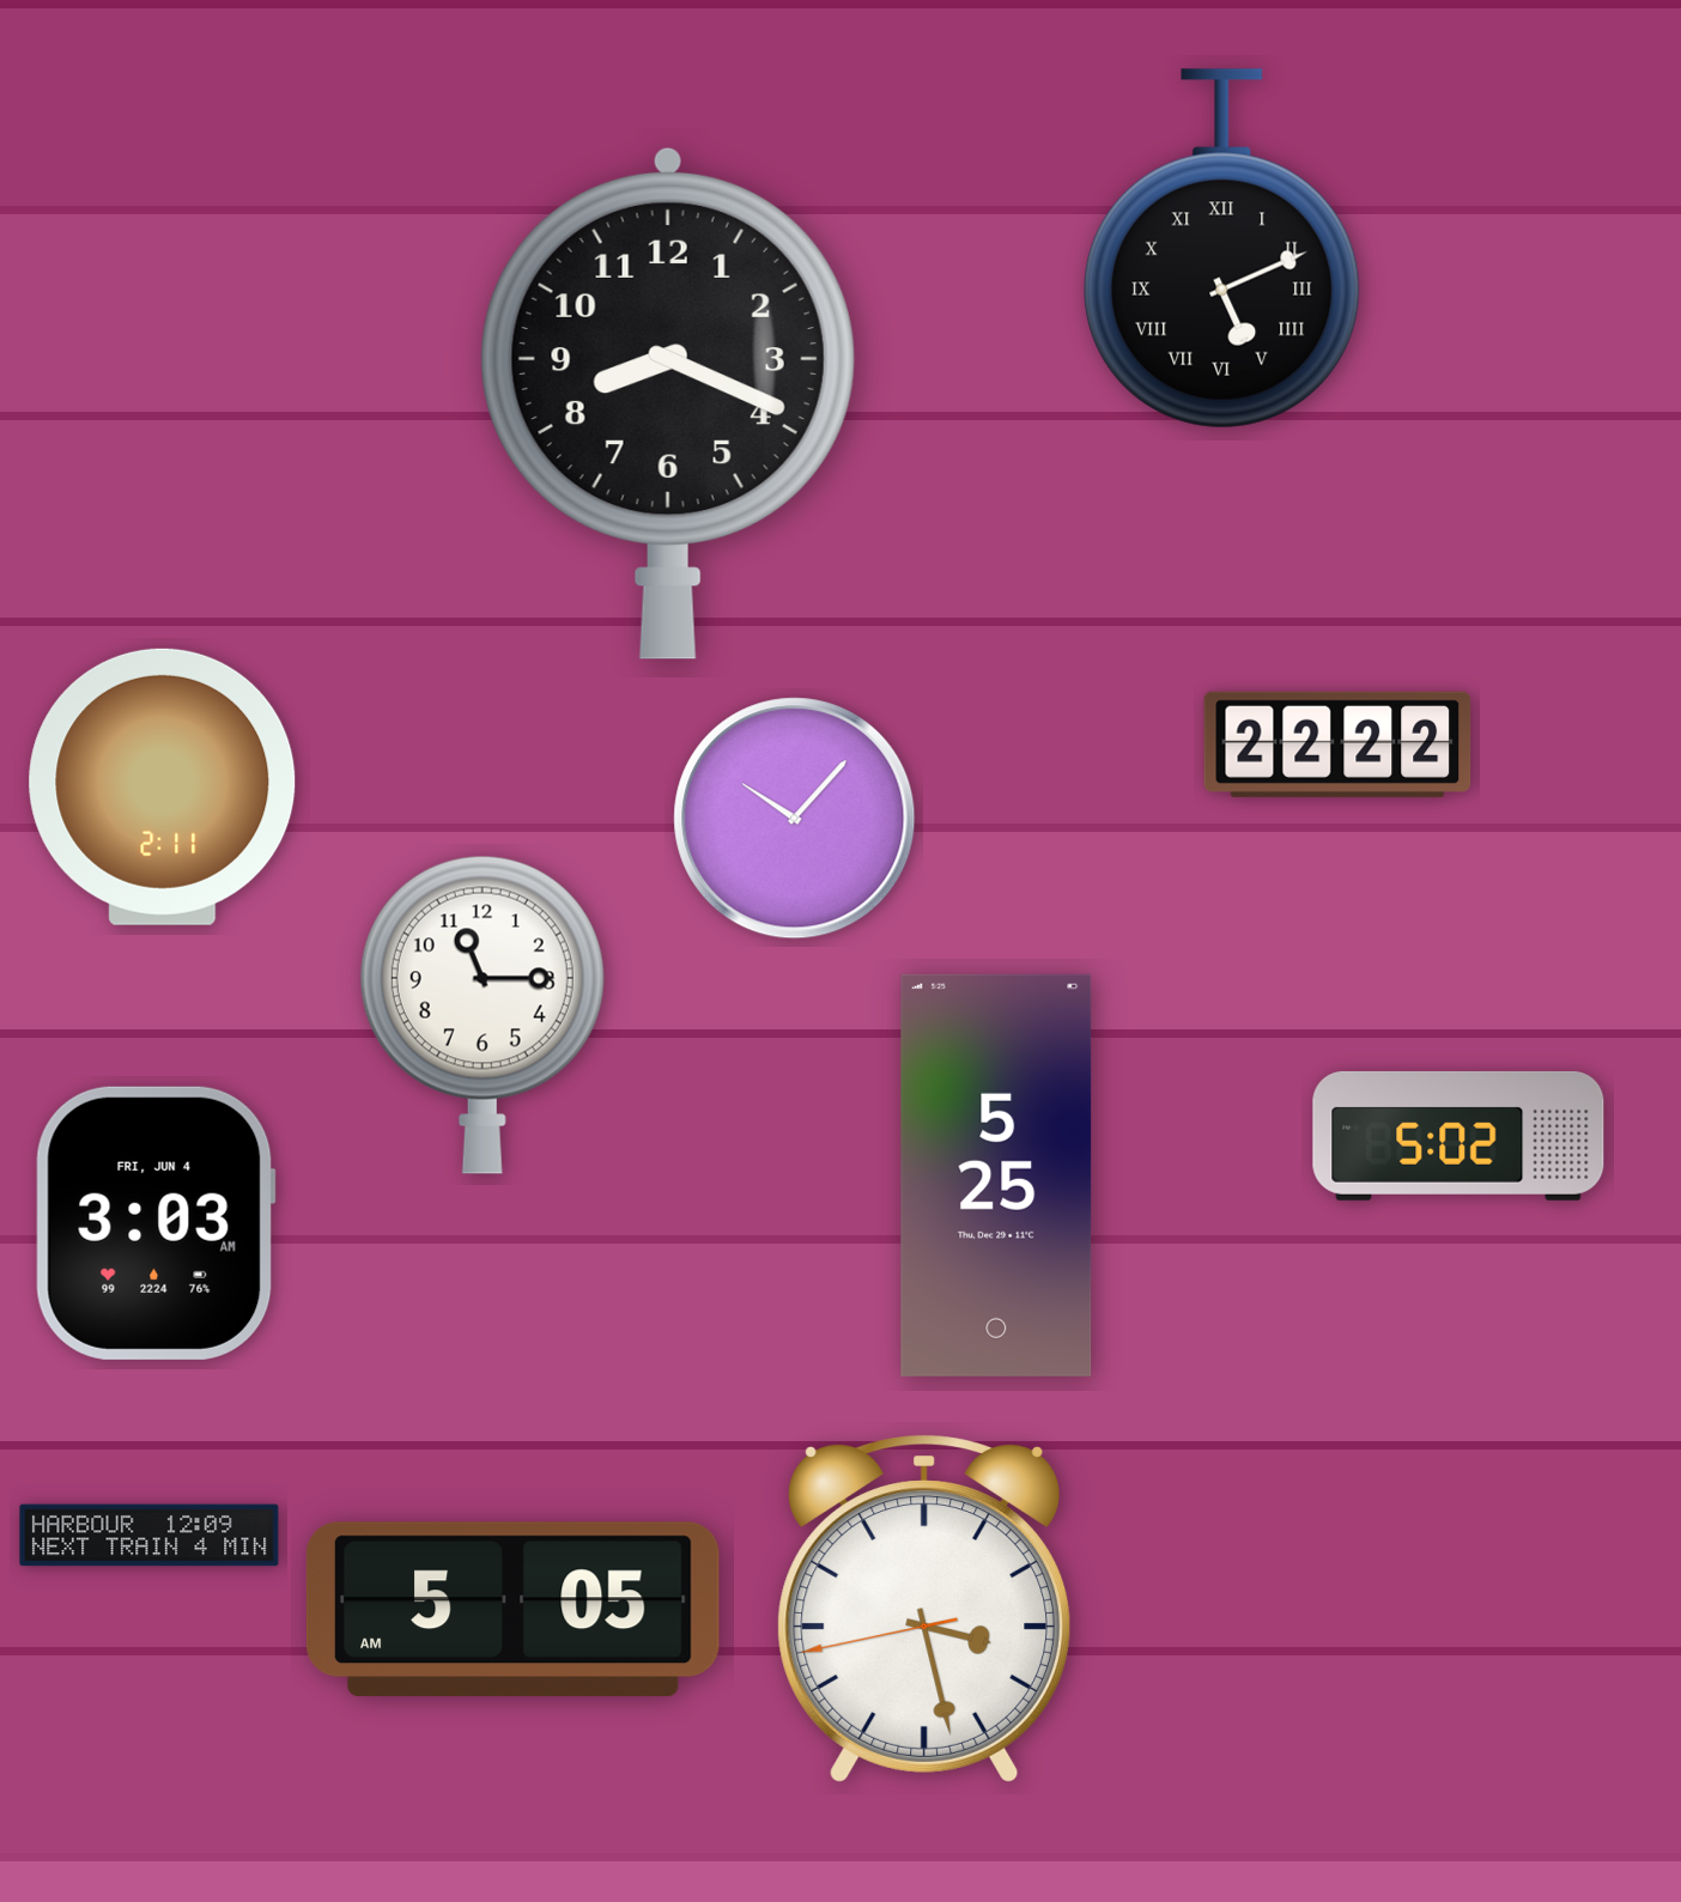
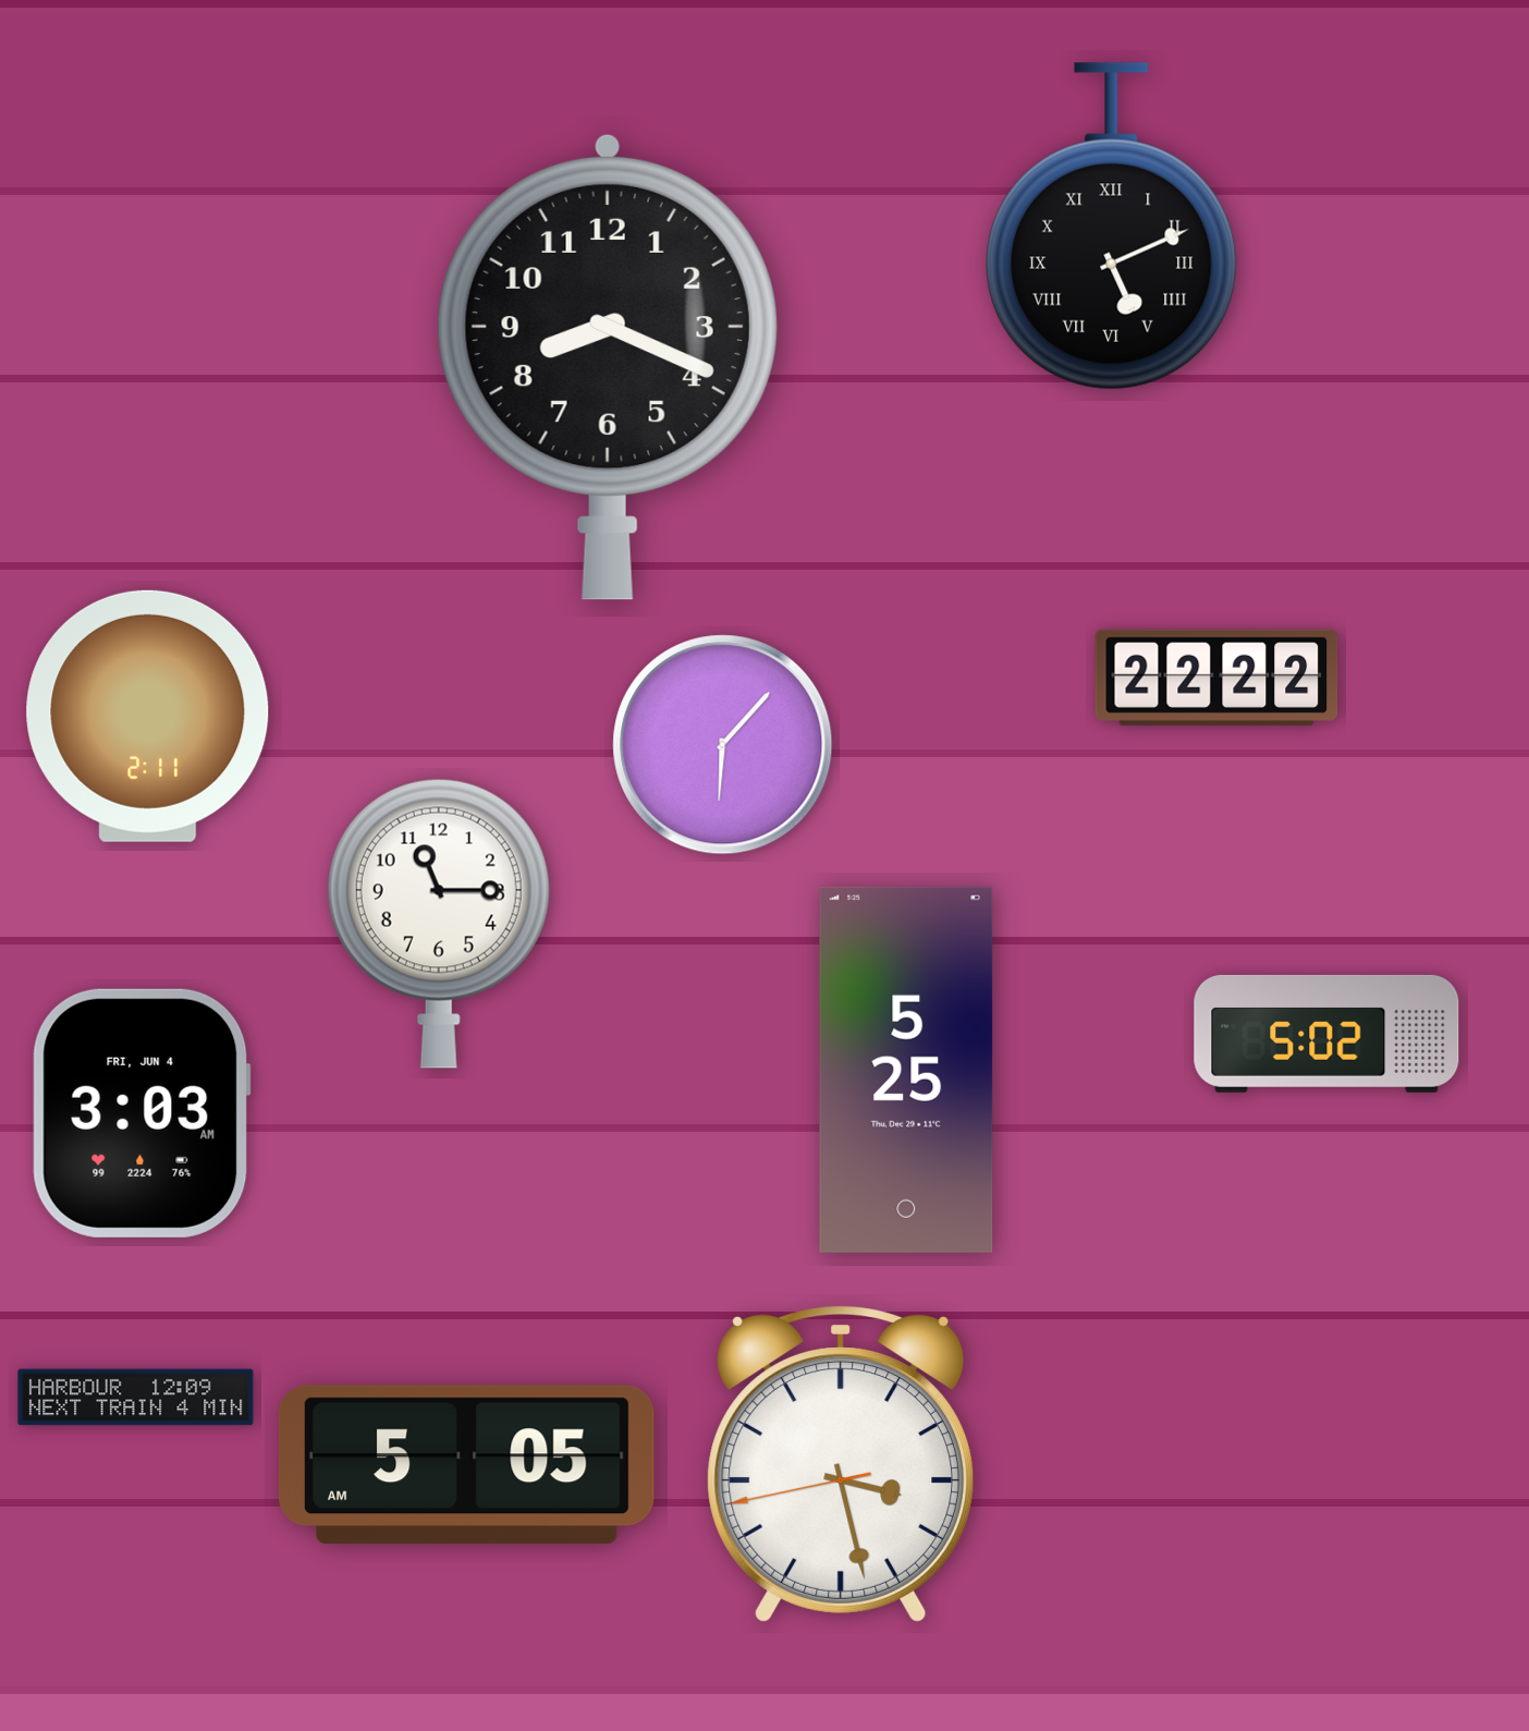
clock at (795, 819): 10:07 -> 6:07
